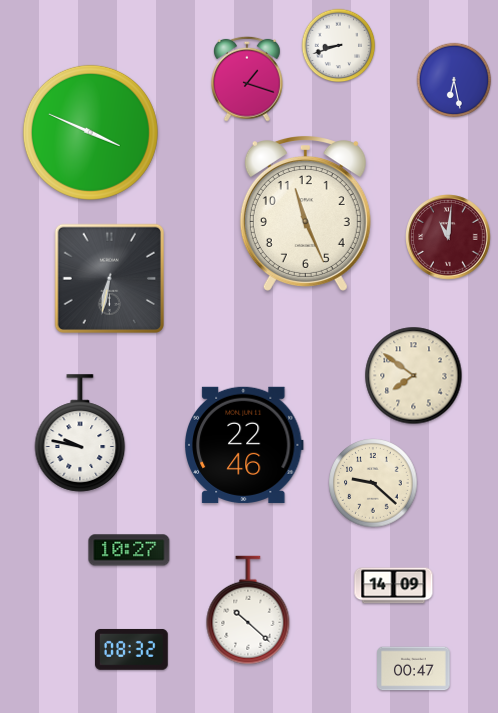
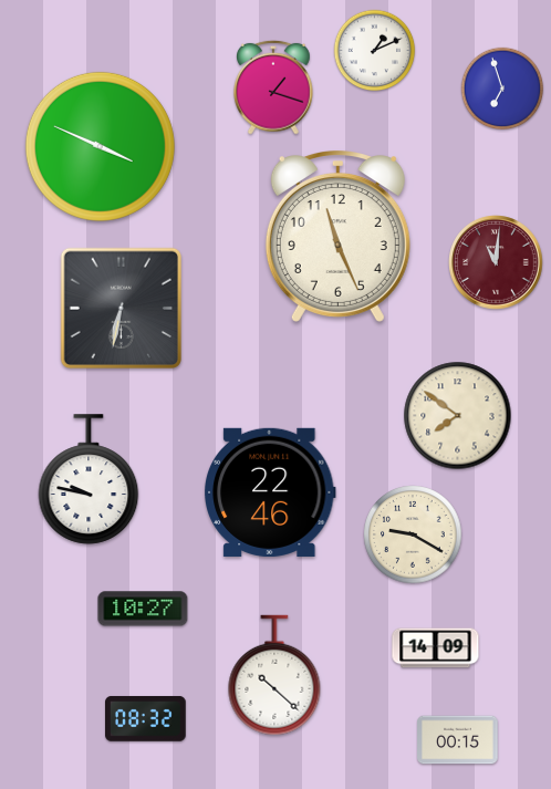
clock at (339, 46): 8:42 -> 1:11
clock at (454, 80): 6:28 -> 6:57
clock at (373, 483): 9:22 -> 9:20
clock at (414, 669): 00:47 -> 00:15
